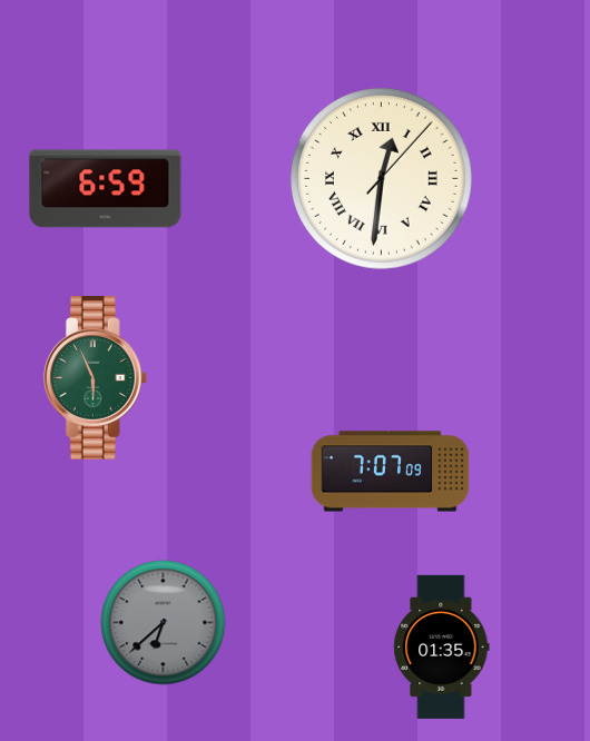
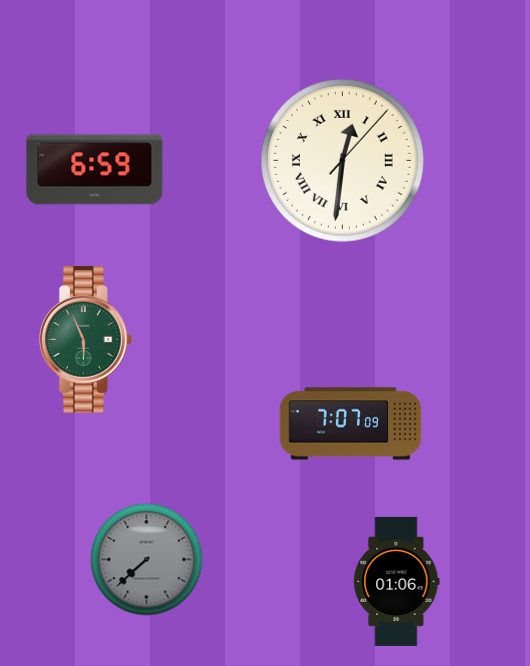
clock at (164, 623): 6:38 -> 7:38
clock at (442, 646): 01:35 -> 01:06
